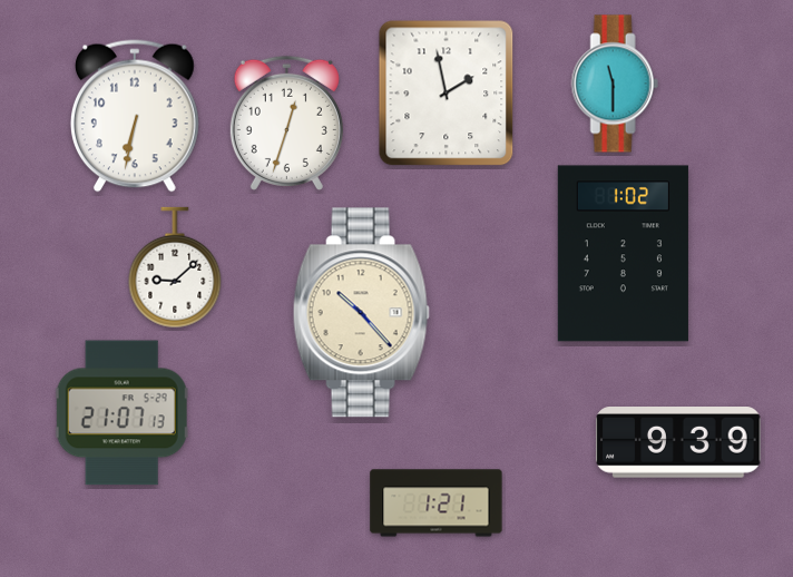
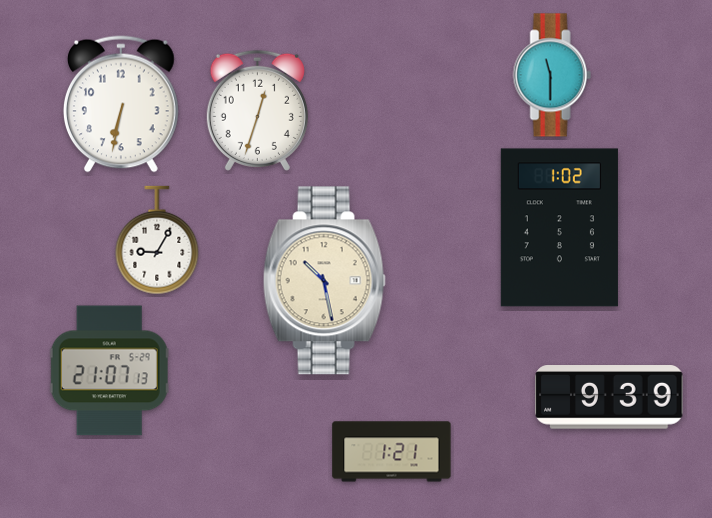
clock at (447, 94): 1:58 -> none
clock at (175, 267): 9:08 -> 9:05
clock at (361, 313): 10:23 -> 10:28
